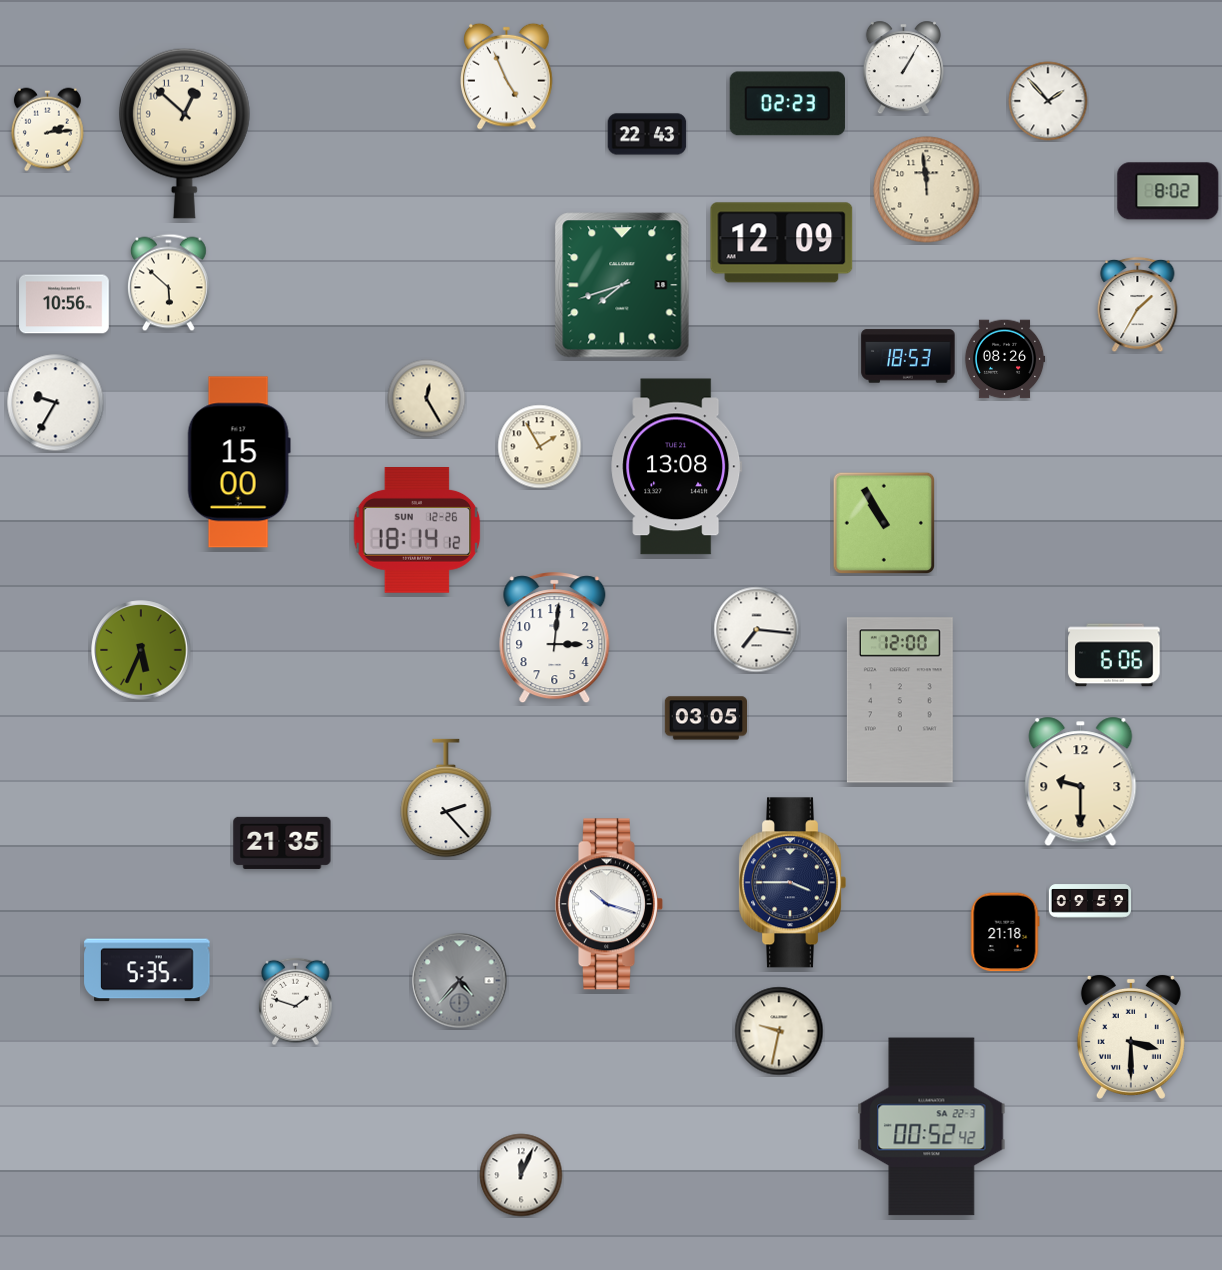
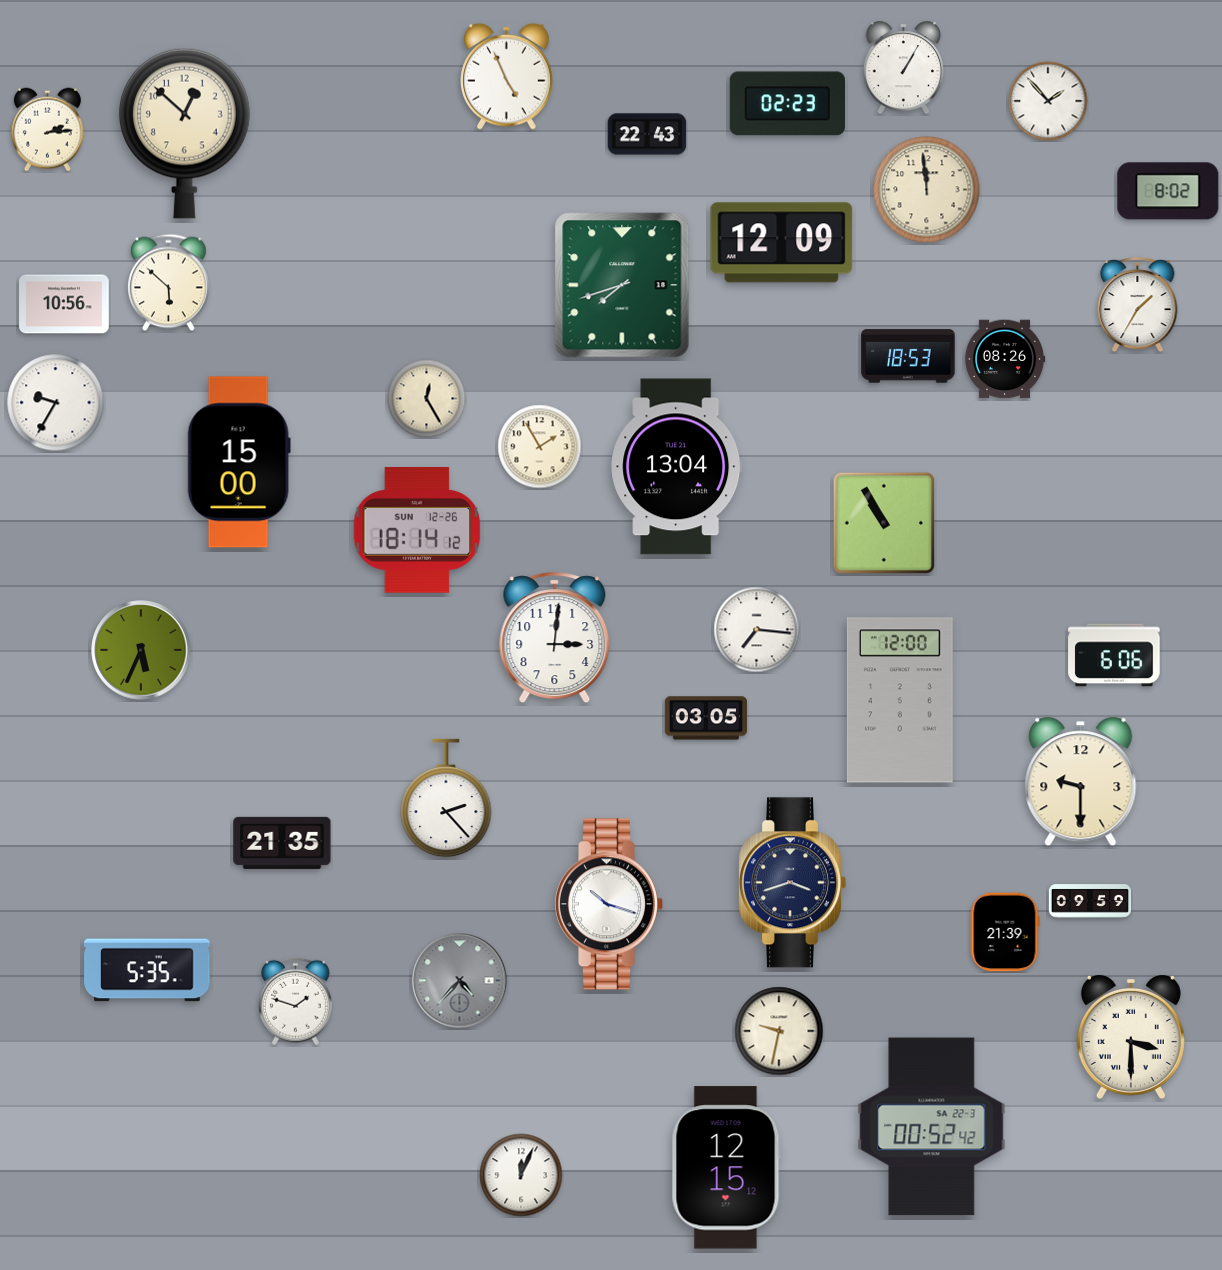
clock at (677, 467): 13:08 -> 13:04
clock at (792, 883): 3:45 -> 3:42
clock at (1005, 932): 21:18 -> 21:39
clock at (726, 1168): none -> 12:15
